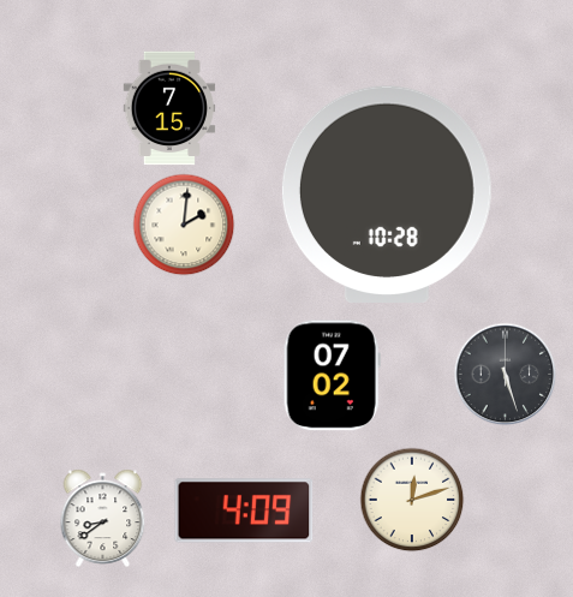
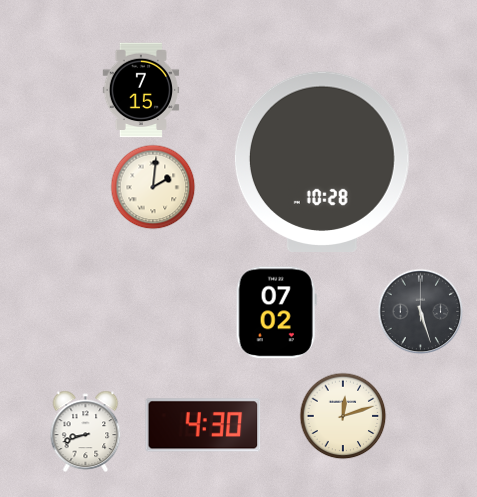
clock at (244, 511): 4:09 -> 4:30
clock at (103, 518): 8:39 -> 8:42
